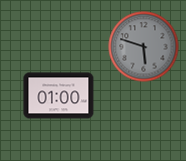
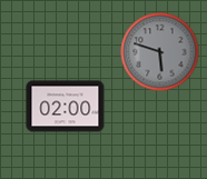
clock at (59, 96): 01:00 -> 02:00
